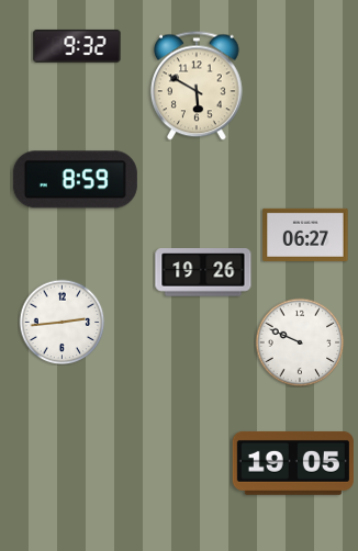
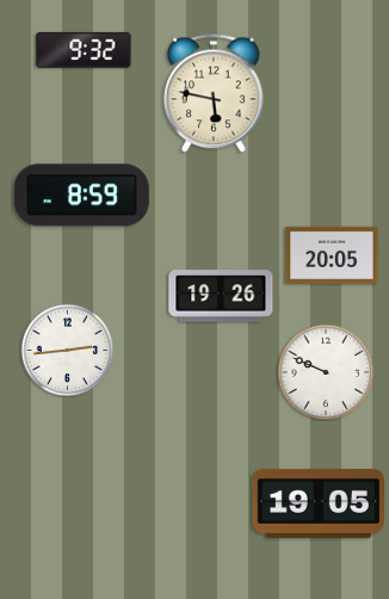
clock at (198, 86): 5:50 -> 5:47
clock at (305, 235): 06:27 -> 20:05
